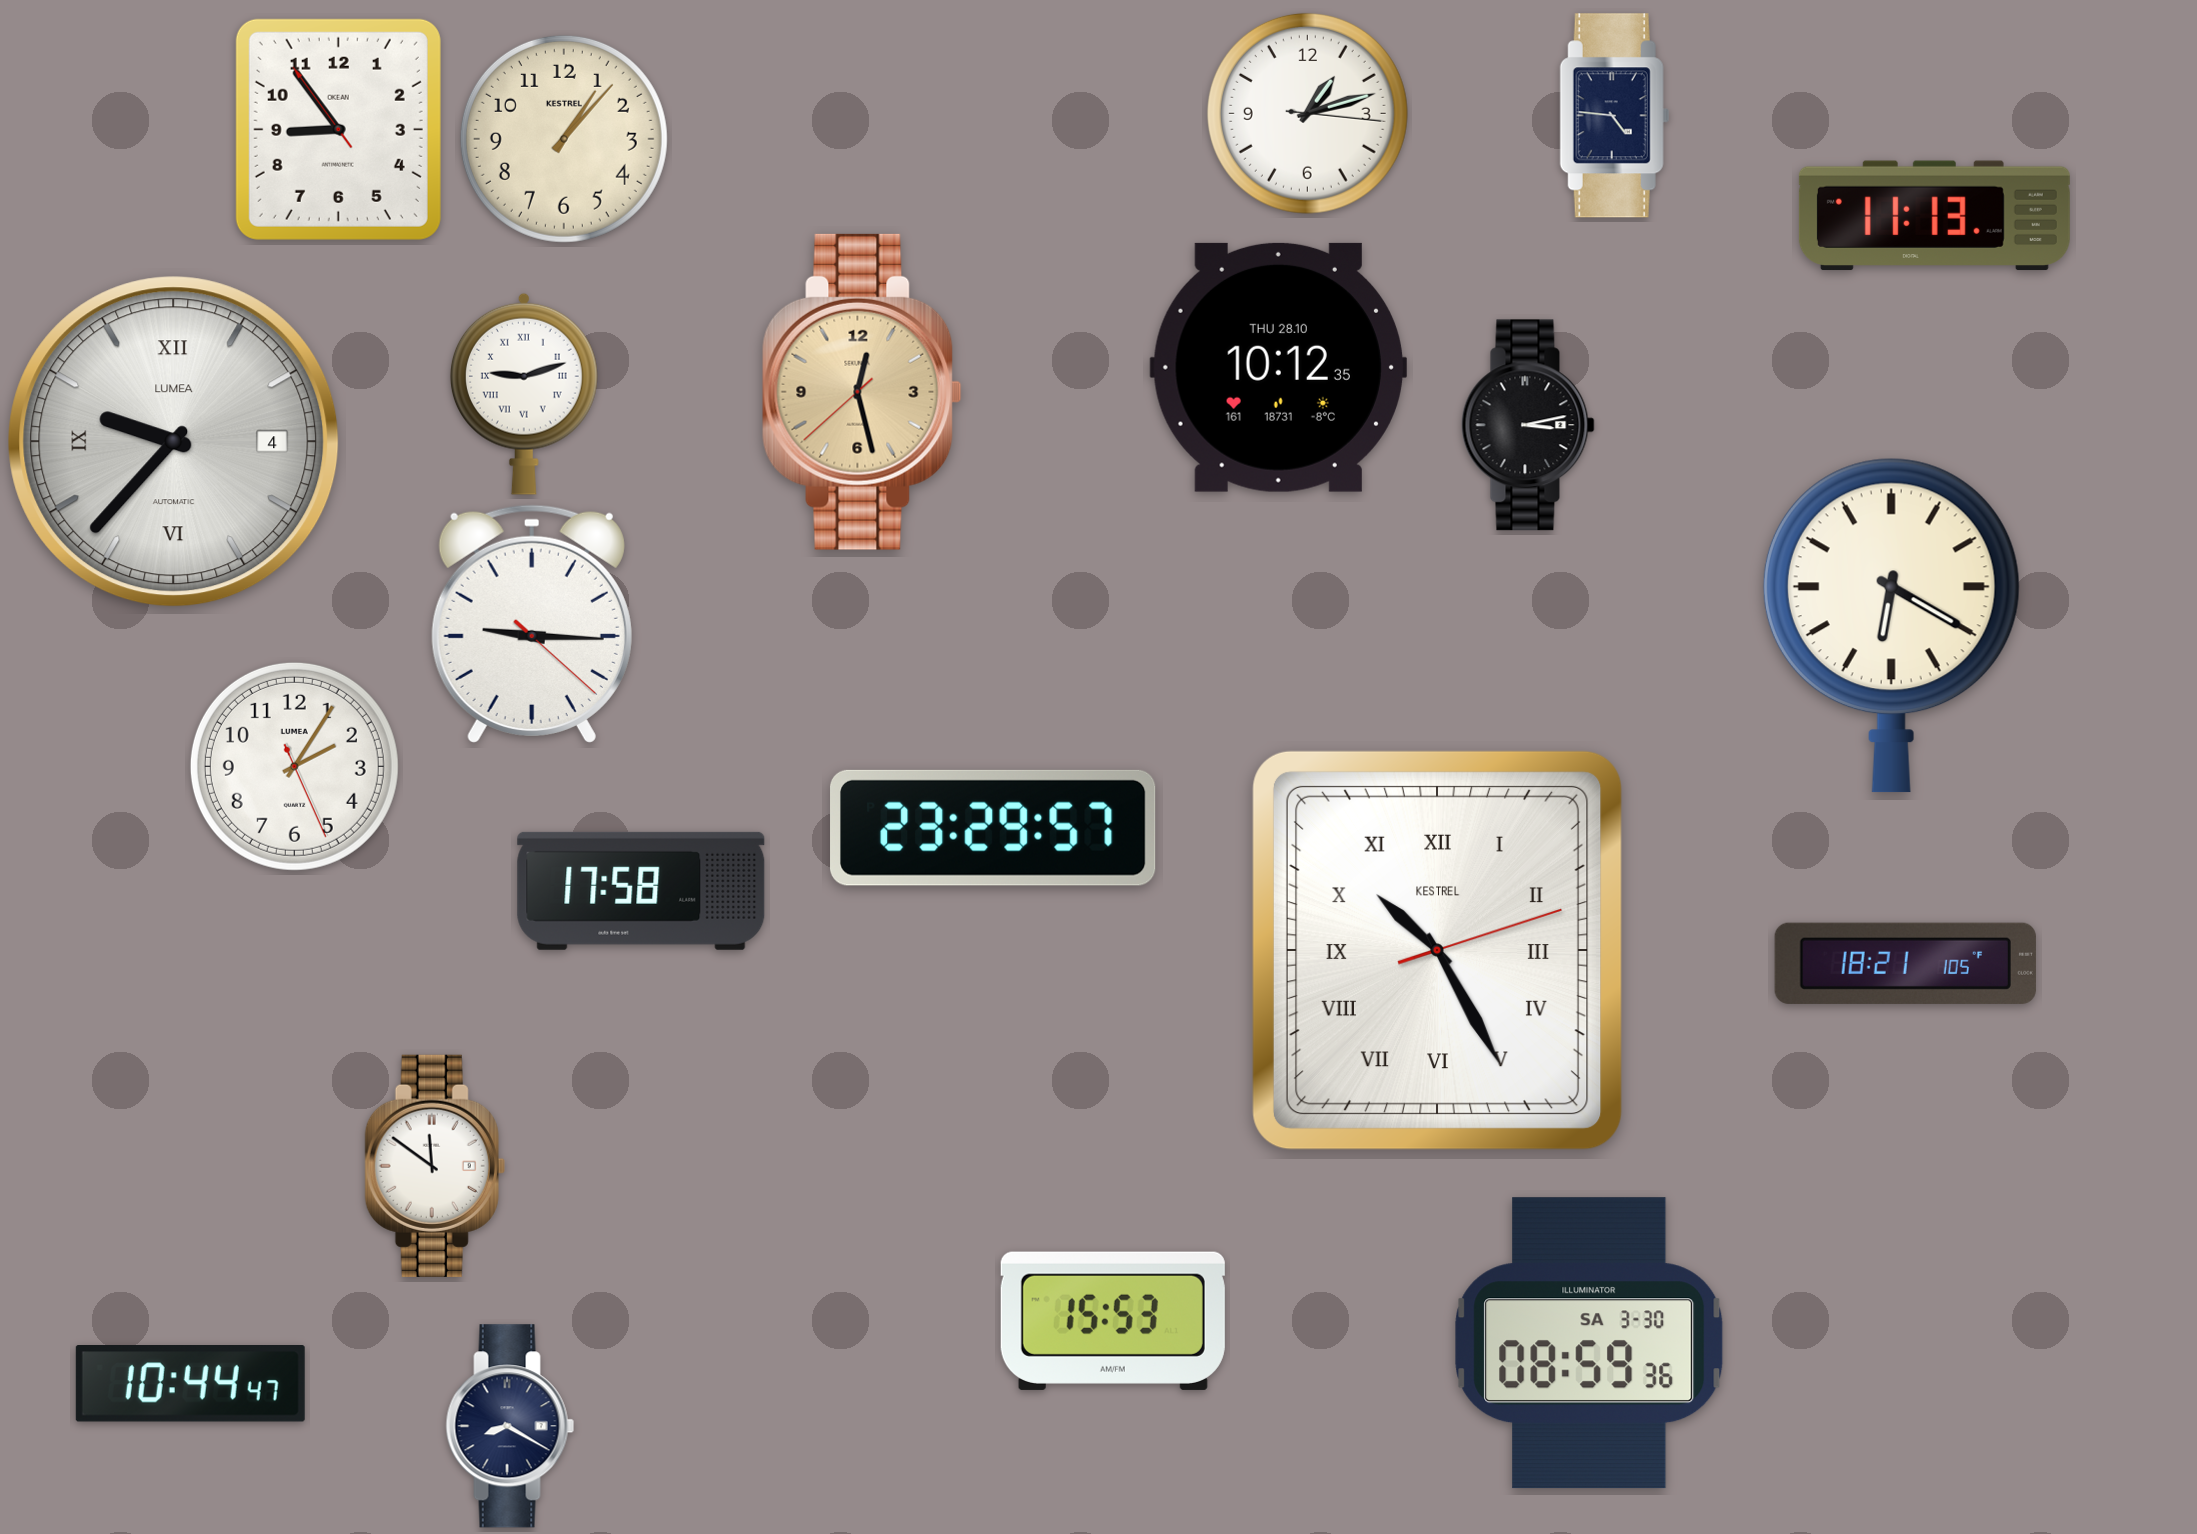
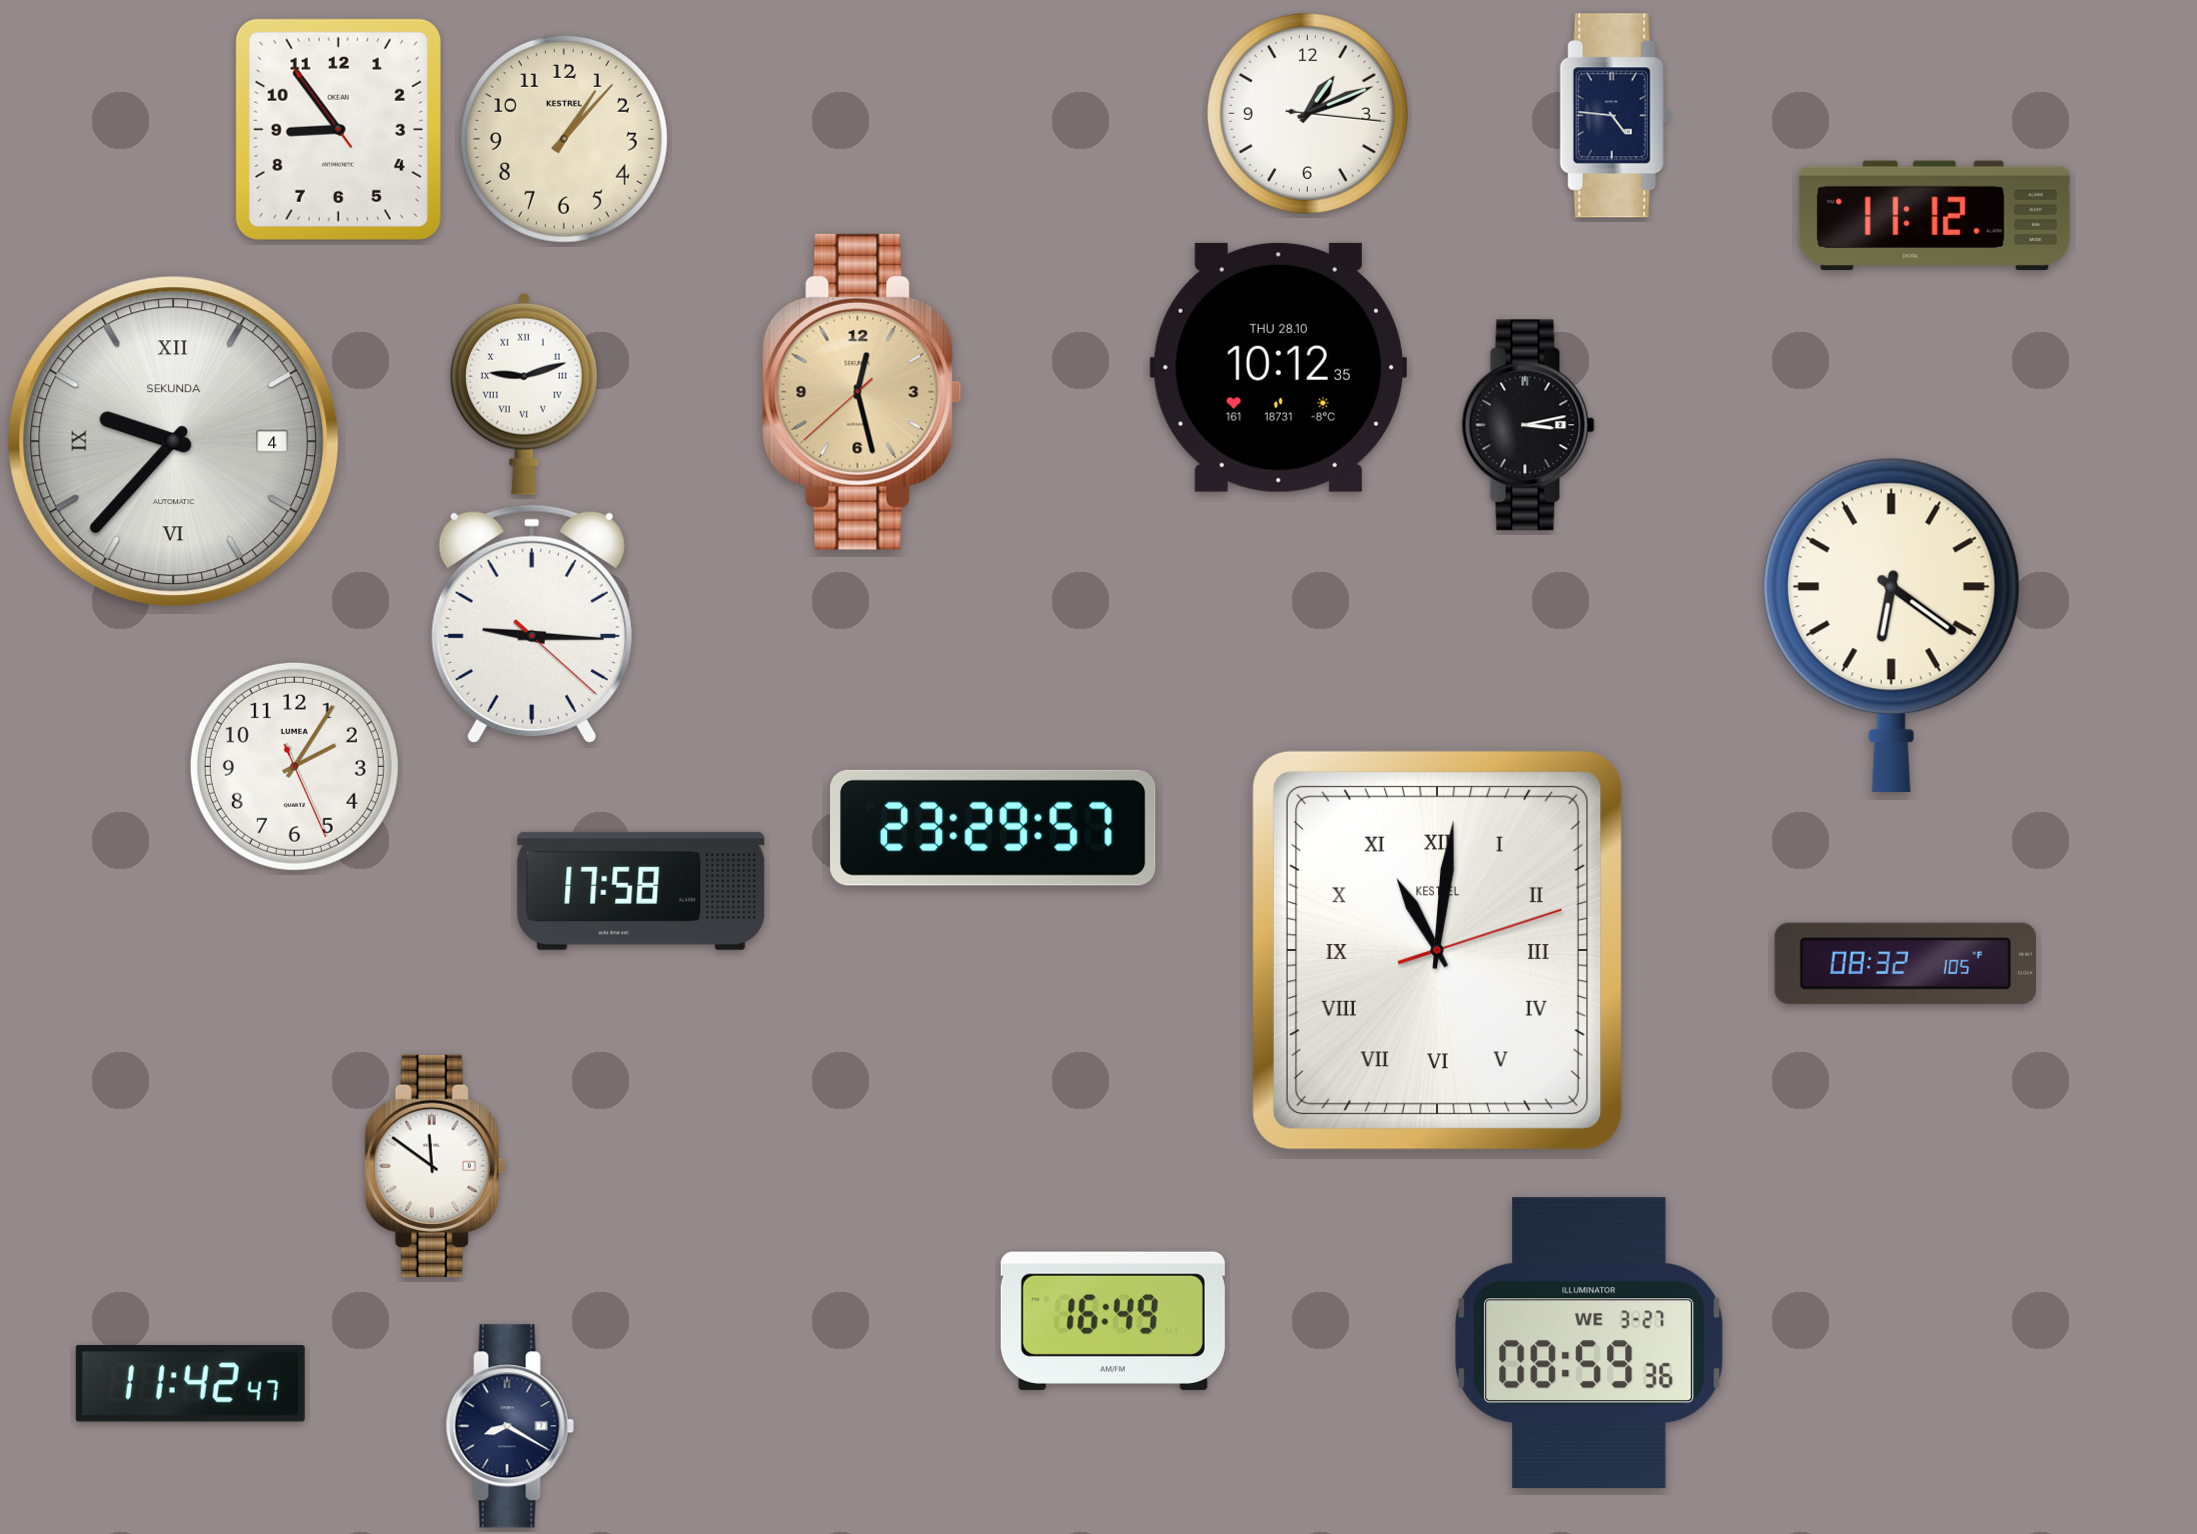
clock at (1307, 113): 1:12 -> 1:11
clock at (1934, 216): 11:13 -> 11:12
clock at (174, 442) brand: LUMEA -> SEKUNDA
clock at (1891, 625): 6:20 -> 6:21
clock at (1437, 950): 10:25 -> 11:01
clock at (1905, 963): 18:21 -> 08:32
clock at (1113, 1321): 15:53 -> 16:49
clock at (1589, 1343) date: SA 3-30 -> WE 3-27
clock at (190, 1384): 10:44 -> 11:42
